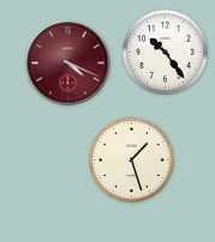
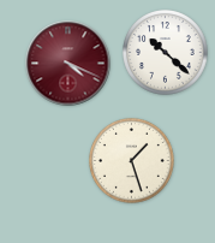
clock at (166, 53): 10:24 -> 10:22
